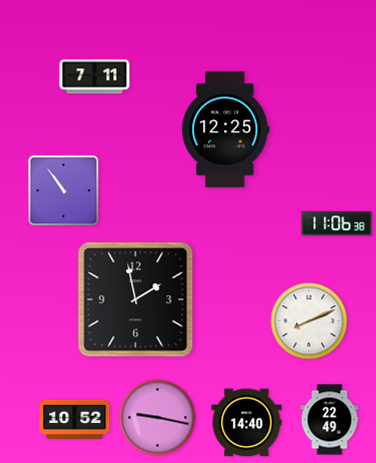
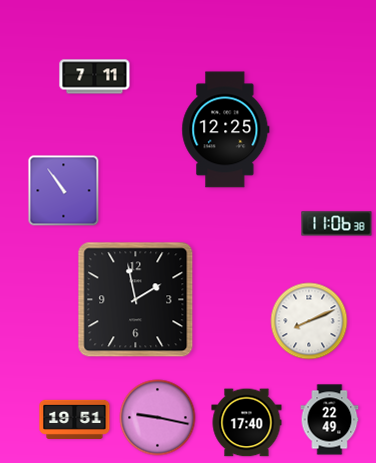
clock at (75, 419): 10:52 -> 19:51
clock at (247, 423): 14:40 -> 17:40
